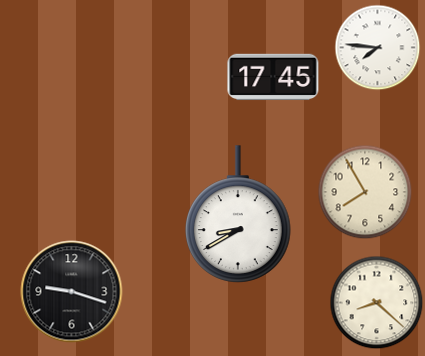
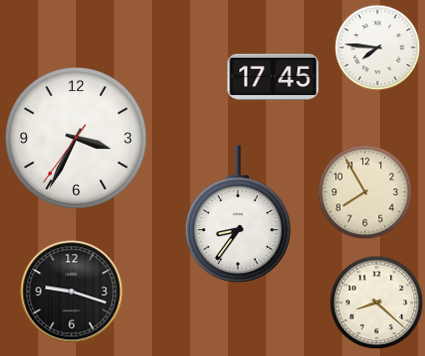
clock at (77, 139): none -> 3:34
clock at (239, 214): 8:40 -> 8:36
